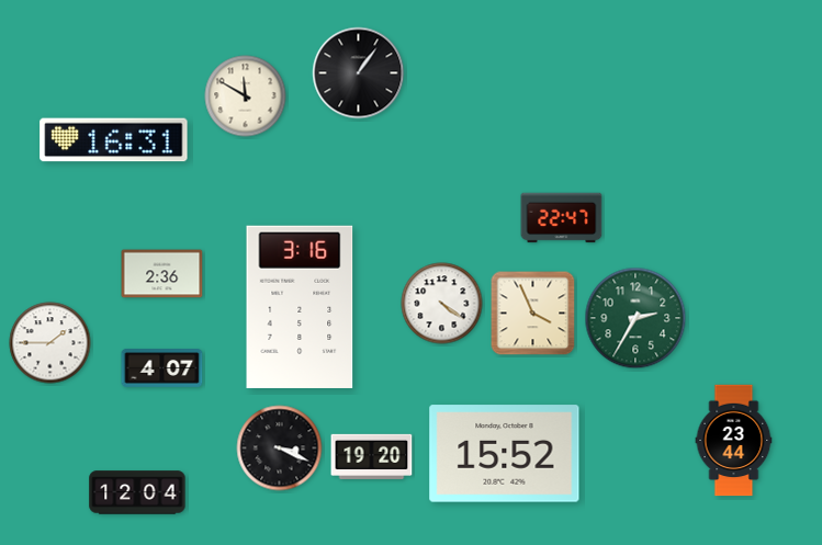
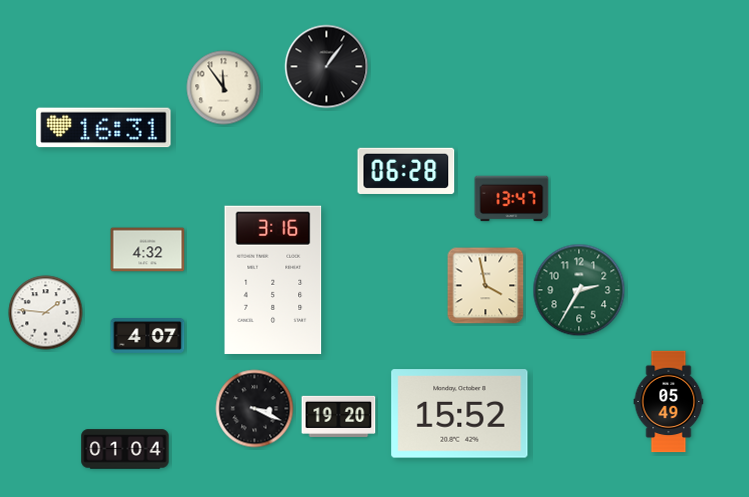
clock at (246, 96): 11:50 -> 11:54
clock at (406, 171): none -> 06:28
clock at (562, 218): 22:47 -> 13:47
clock at (162, 274): 2:36 -> 4:32
clock at (442, 304): 4:21 -> none
clock at (533, 314): 3:56 -> 3:58
clock at (50, 343): 1:45 -> 1:46
clock at (734, 441): 23:44 -> 05:49
clock at (137, 492): 12:04 -> 01:04
